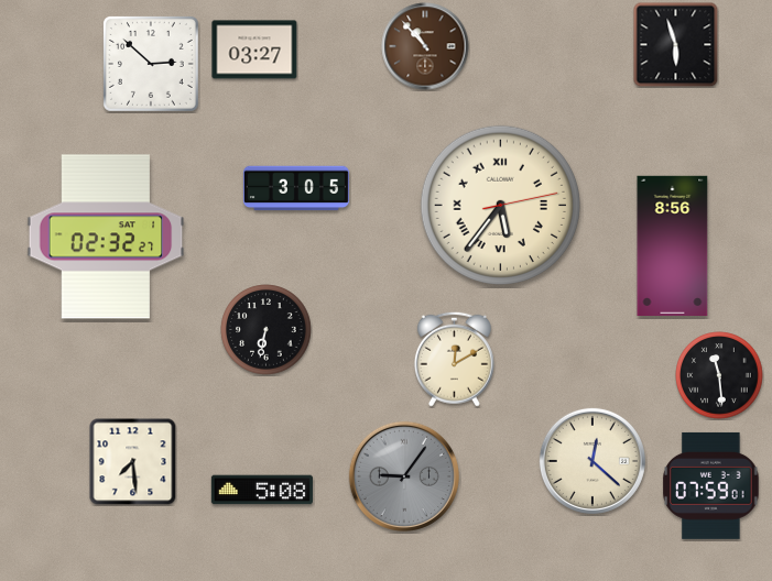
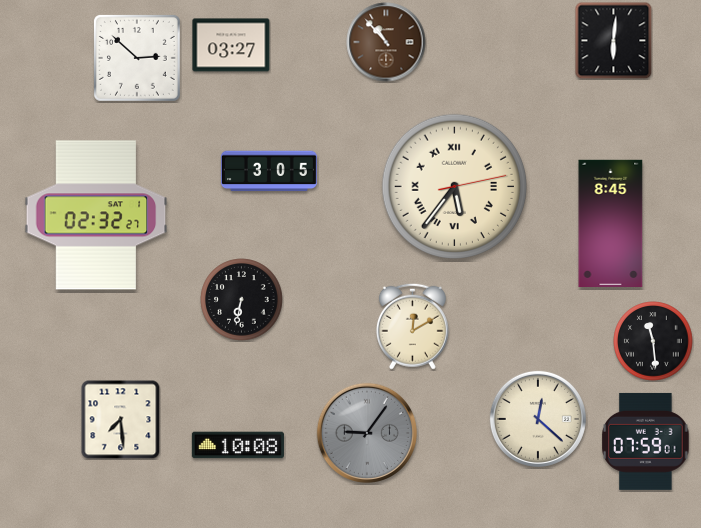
clock at (675, 44): 5:57 -> 6:01
clock at (673, 246): 8:56 -> 8:45
clock at (262, 490): 5:08 -> 10:08
